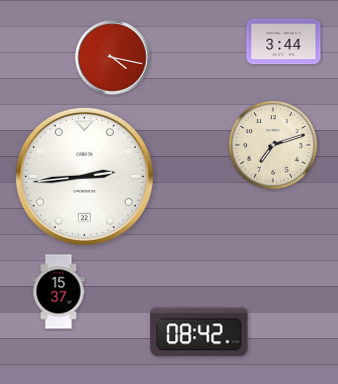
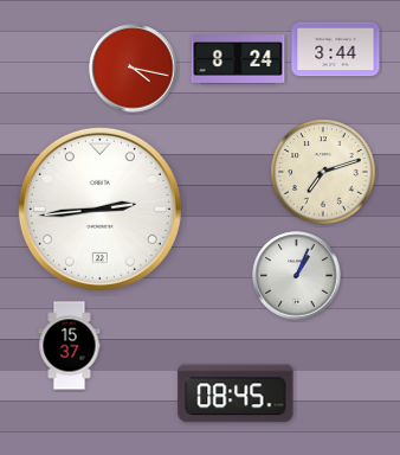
clock at (238, 60): none -> 8:24
clock at (297, 276): none -> 1:04
clock at (199, 332): 08:42 -> 08:45
